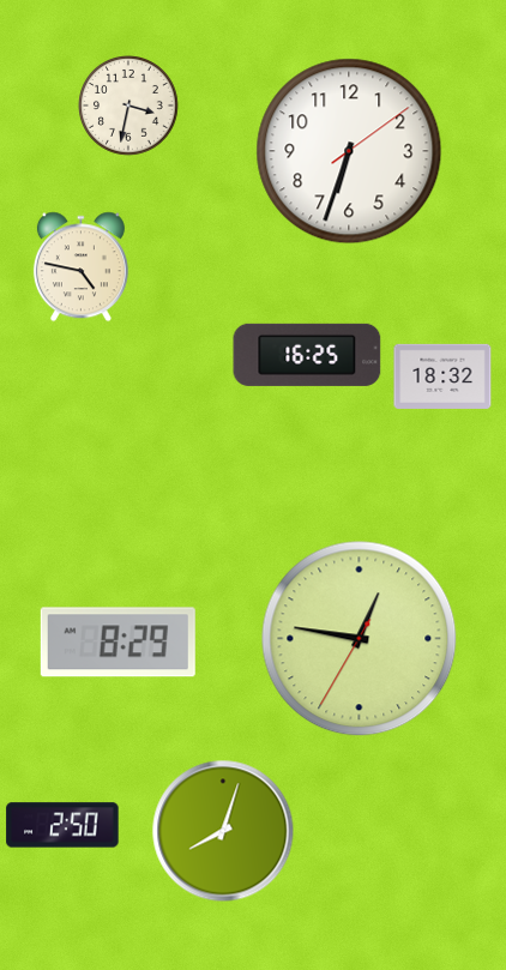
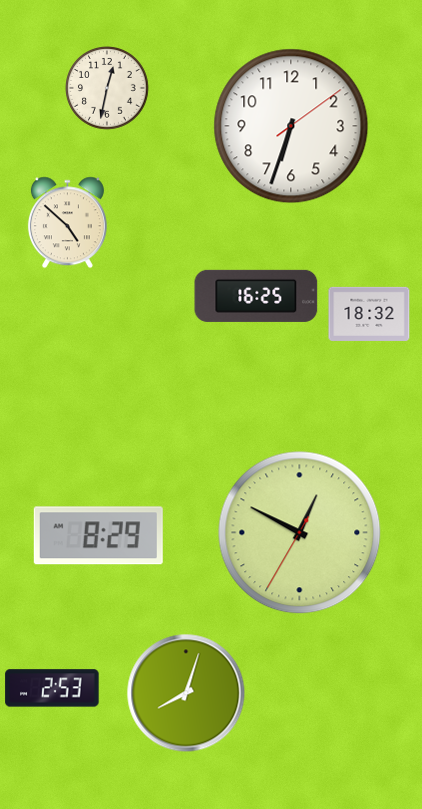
clock at (129, 107): 3:32 -> 12:32
clock at (80, 267): 4:47 -> 4:52
clock at (360, 639): 12:46 -> 12:49
clock at (62, 825): 2:50 -> 2:53
